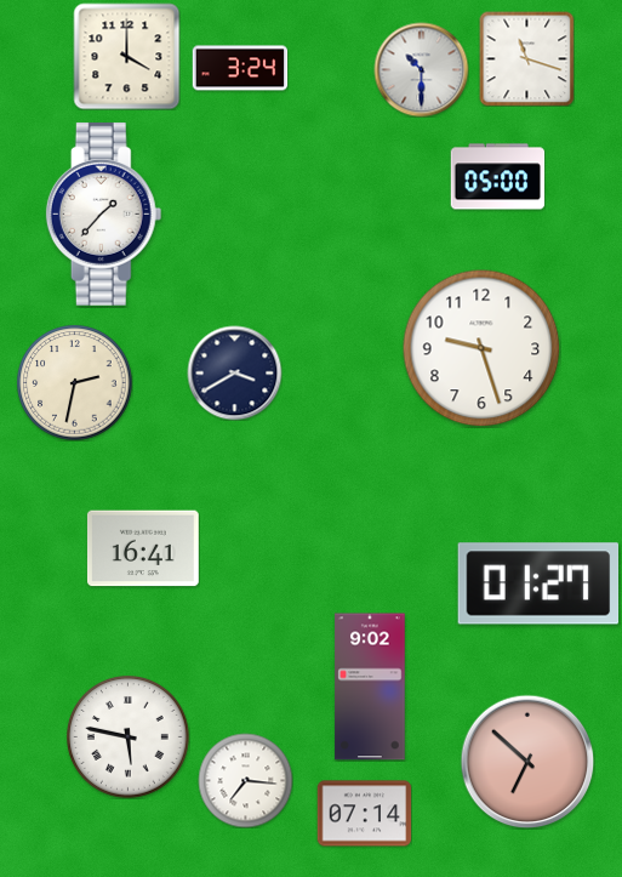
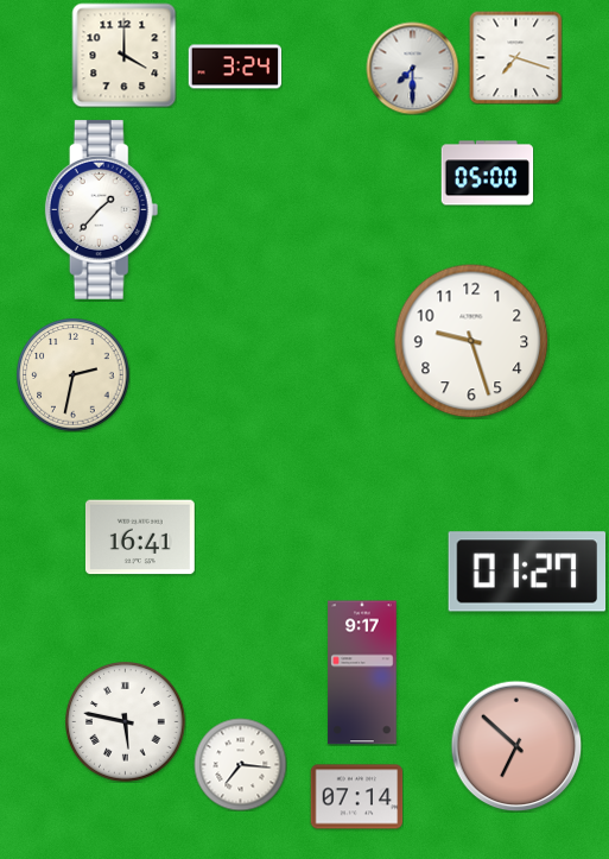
clock at (526, 58): 11:18 -> 7:18
clock at (421, 69): 10:30 -> 7:30
clock at (234, 372): 3:40 -> none
clock at (370, 687): 9:02 -> 9:17
